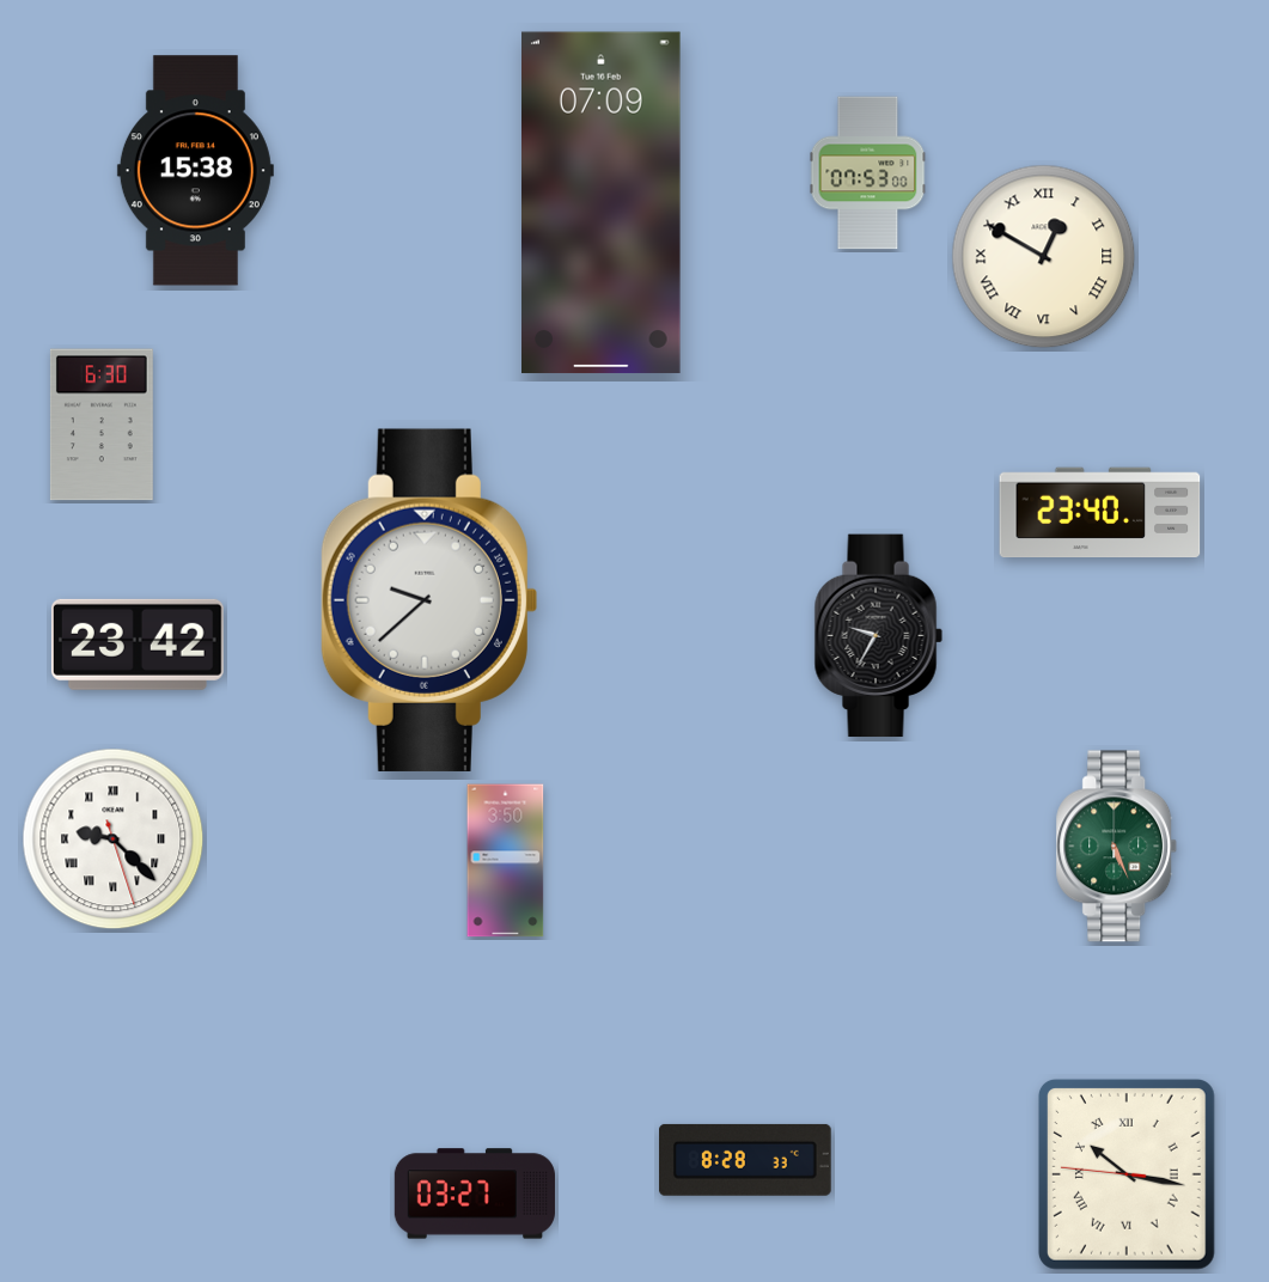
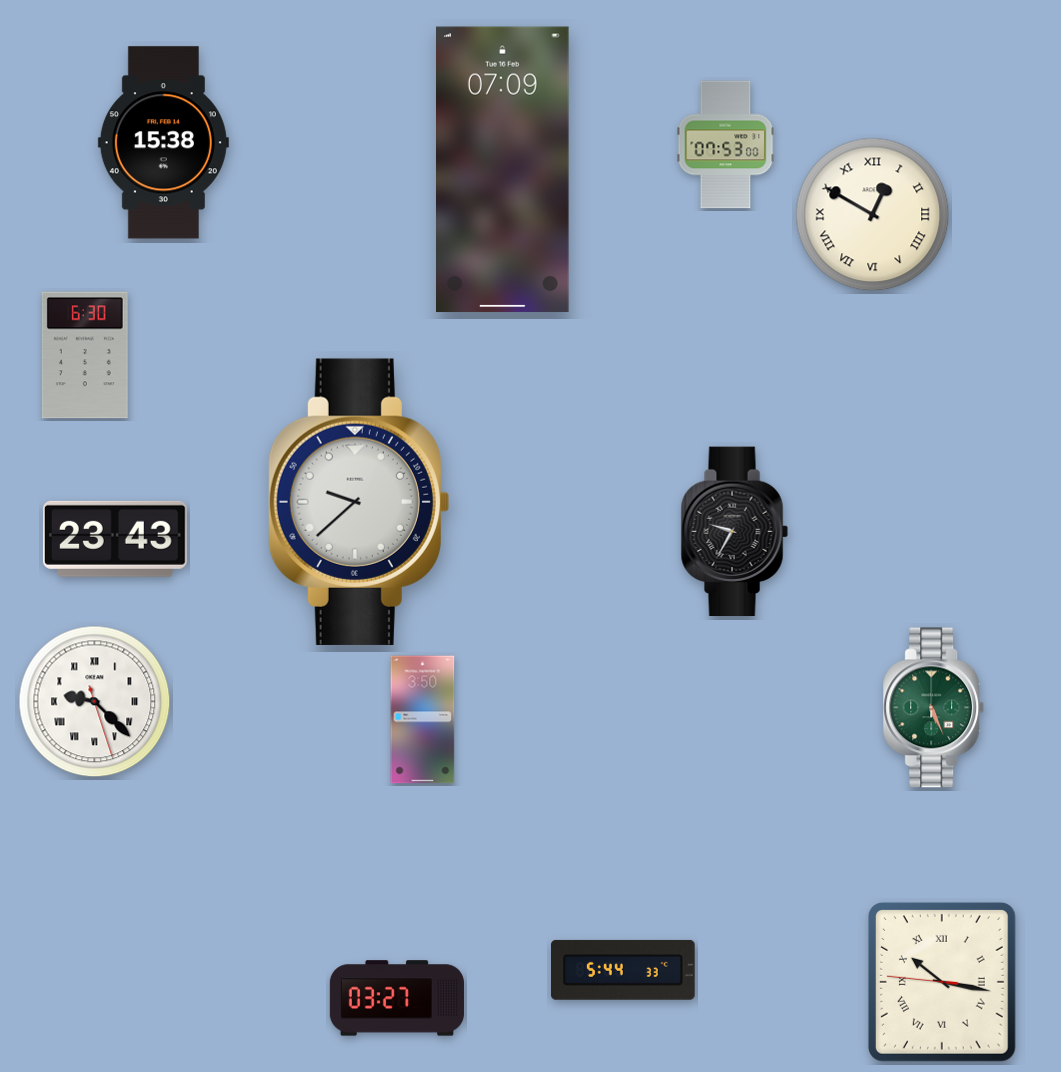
clock at (1100, 513): 23:40 -> none
clock at (138, 645): 23:42 -> 23:43
clock at (746, 1160): 8:28 -> 5:44
